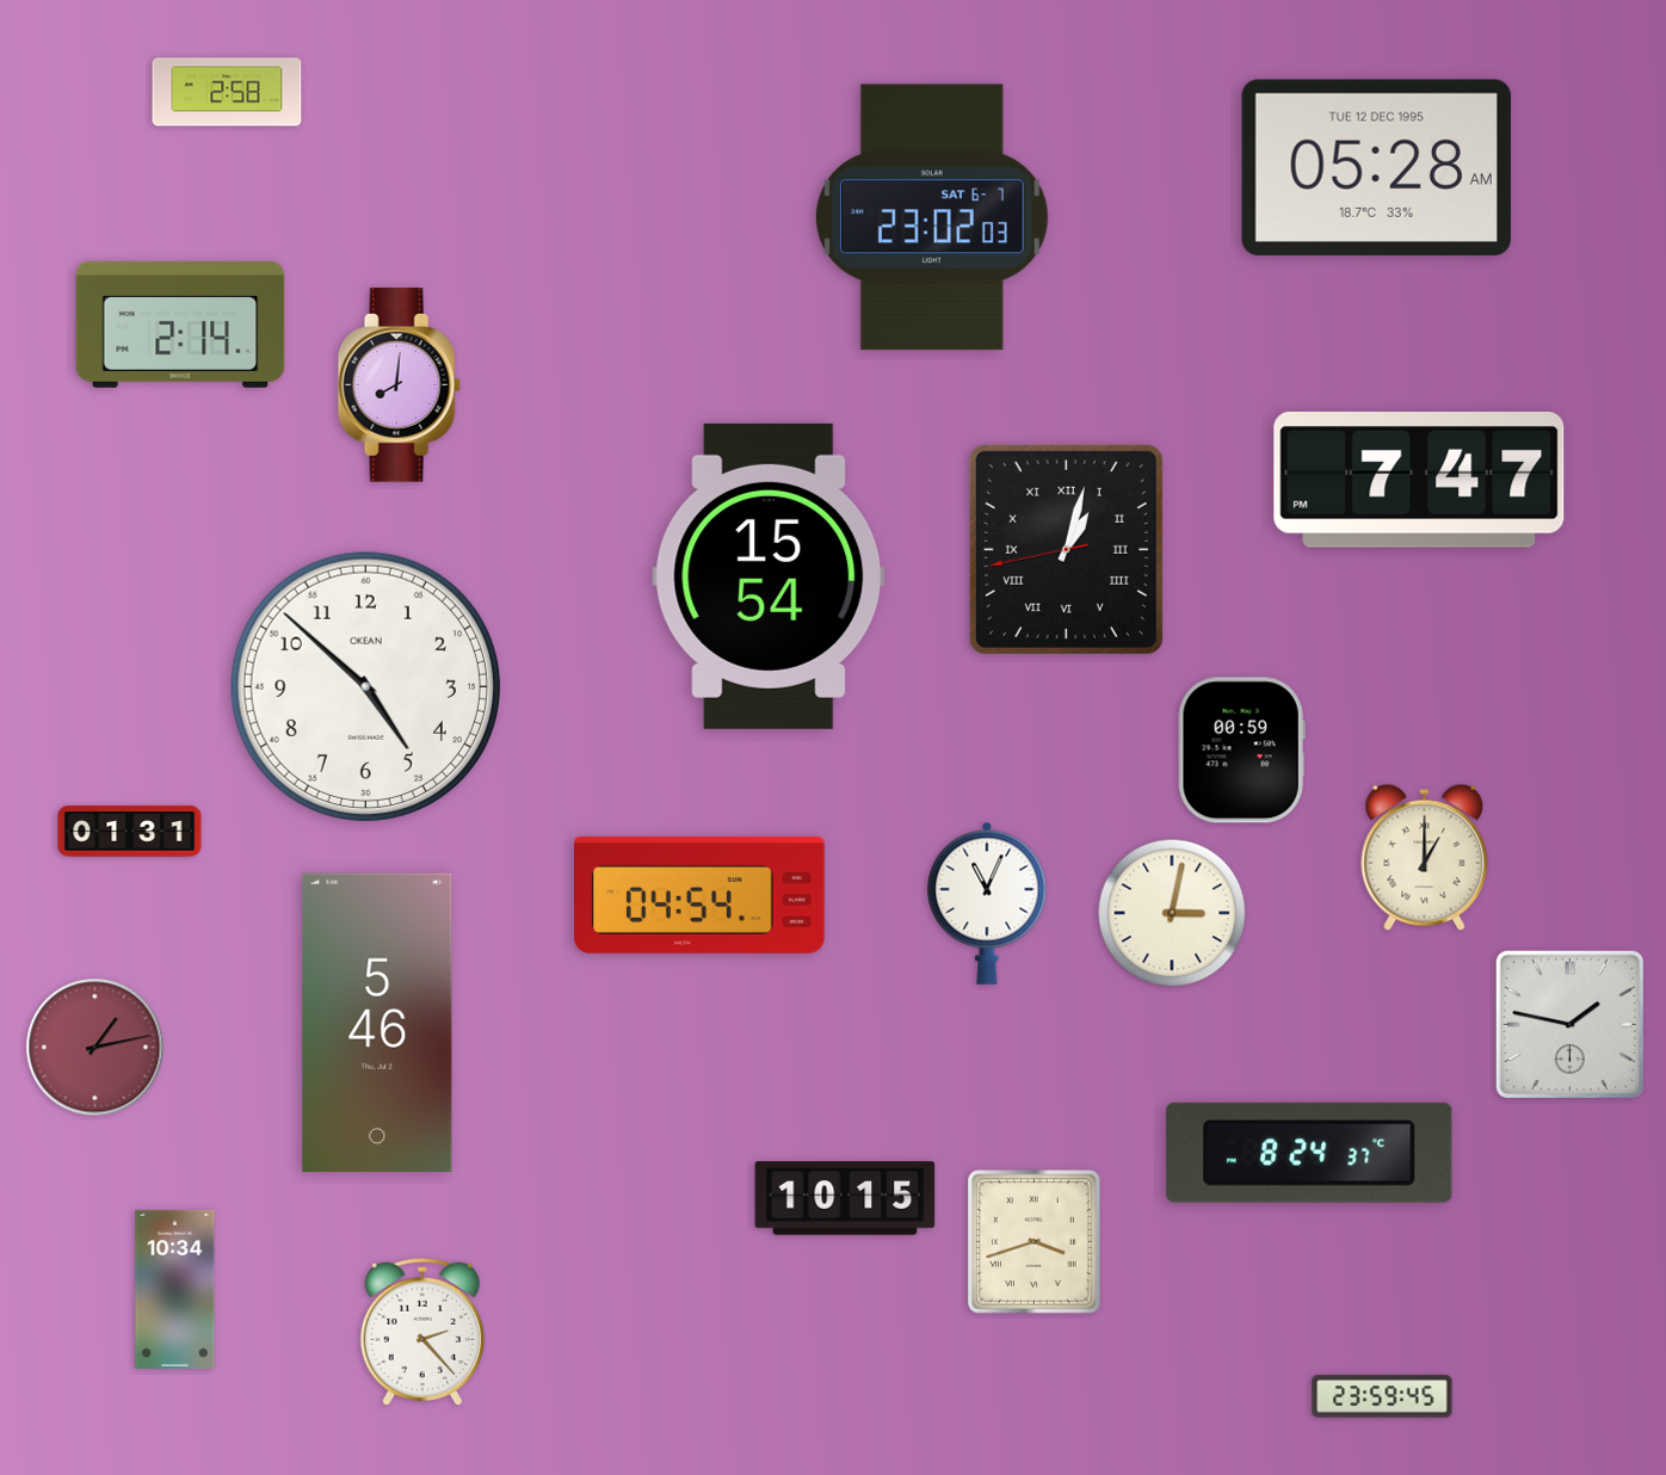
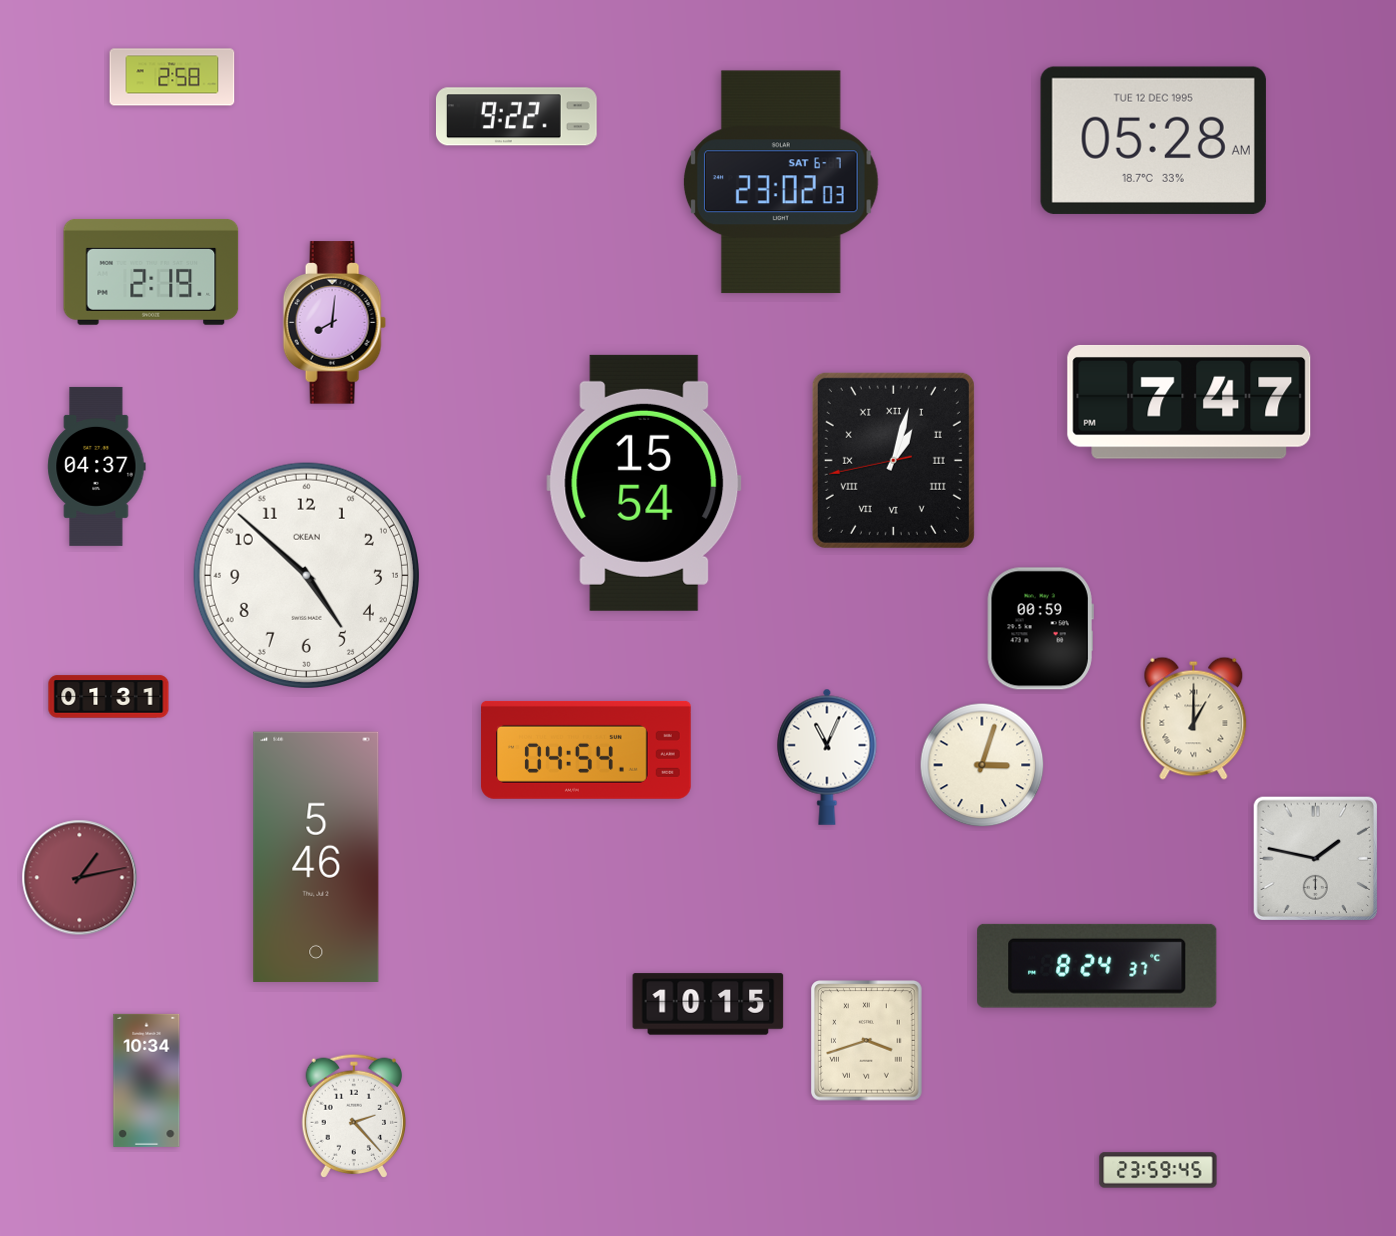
clock at (227, 92) position: (227, 92) -> (172, 77)
clock at (516, 117): none -> 9:22
clock at (180, 325): 2:14 -> 2:19
clock at (97, 466): none -> 04:37
clock at (1172, 913): 3:02 -> 3:03
